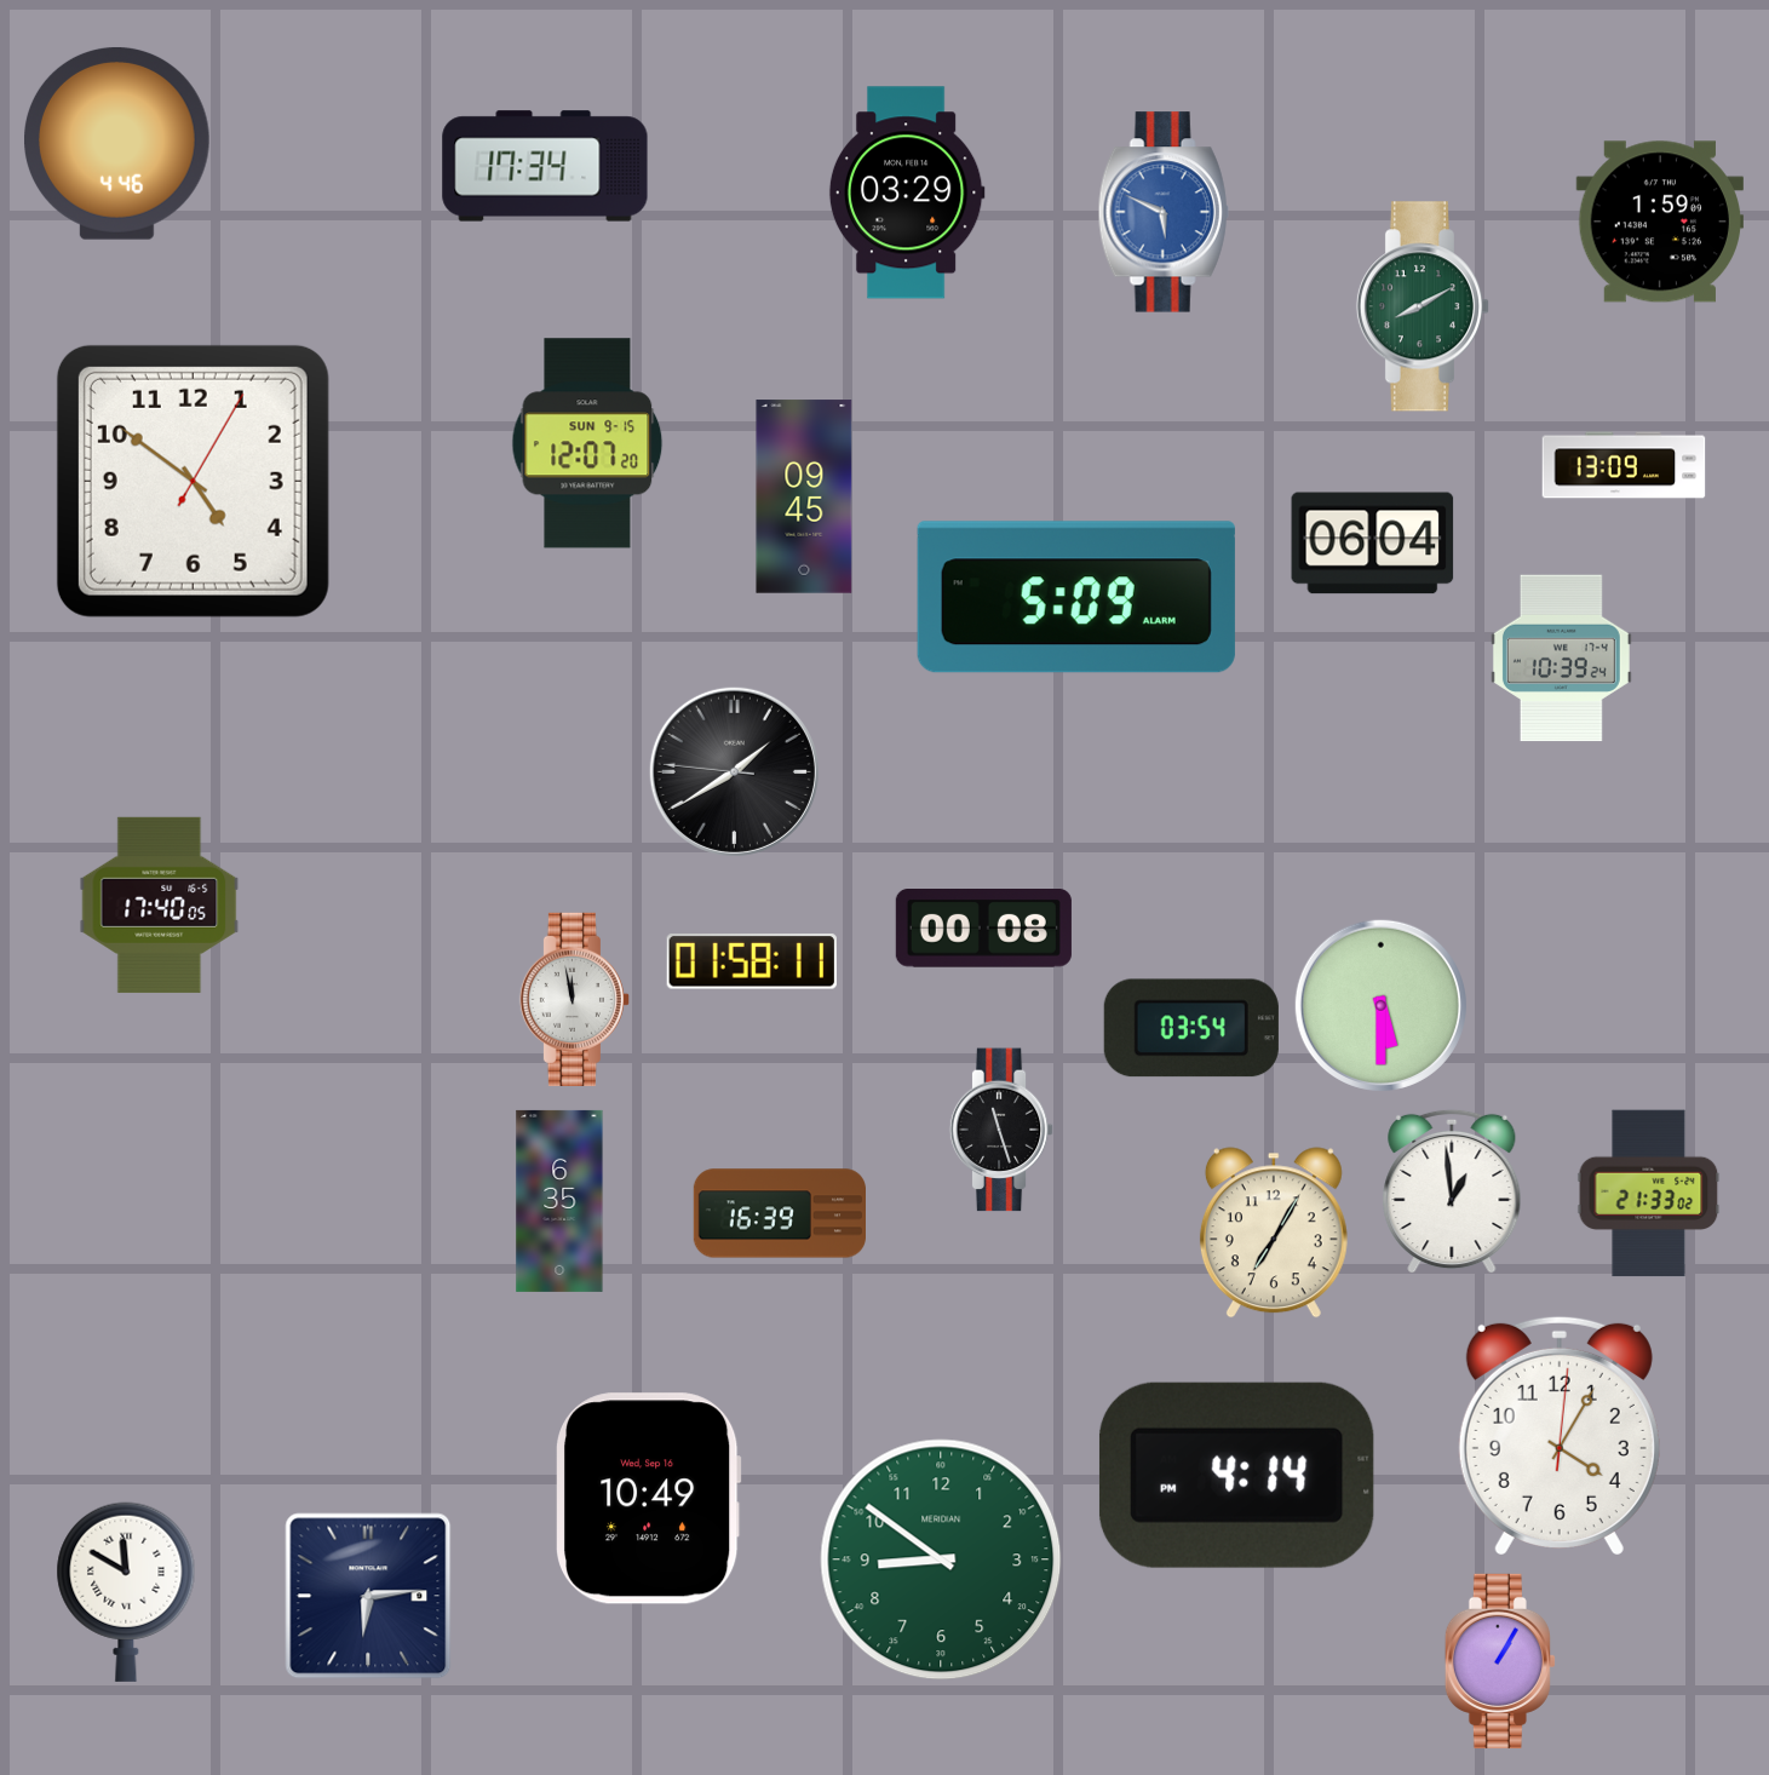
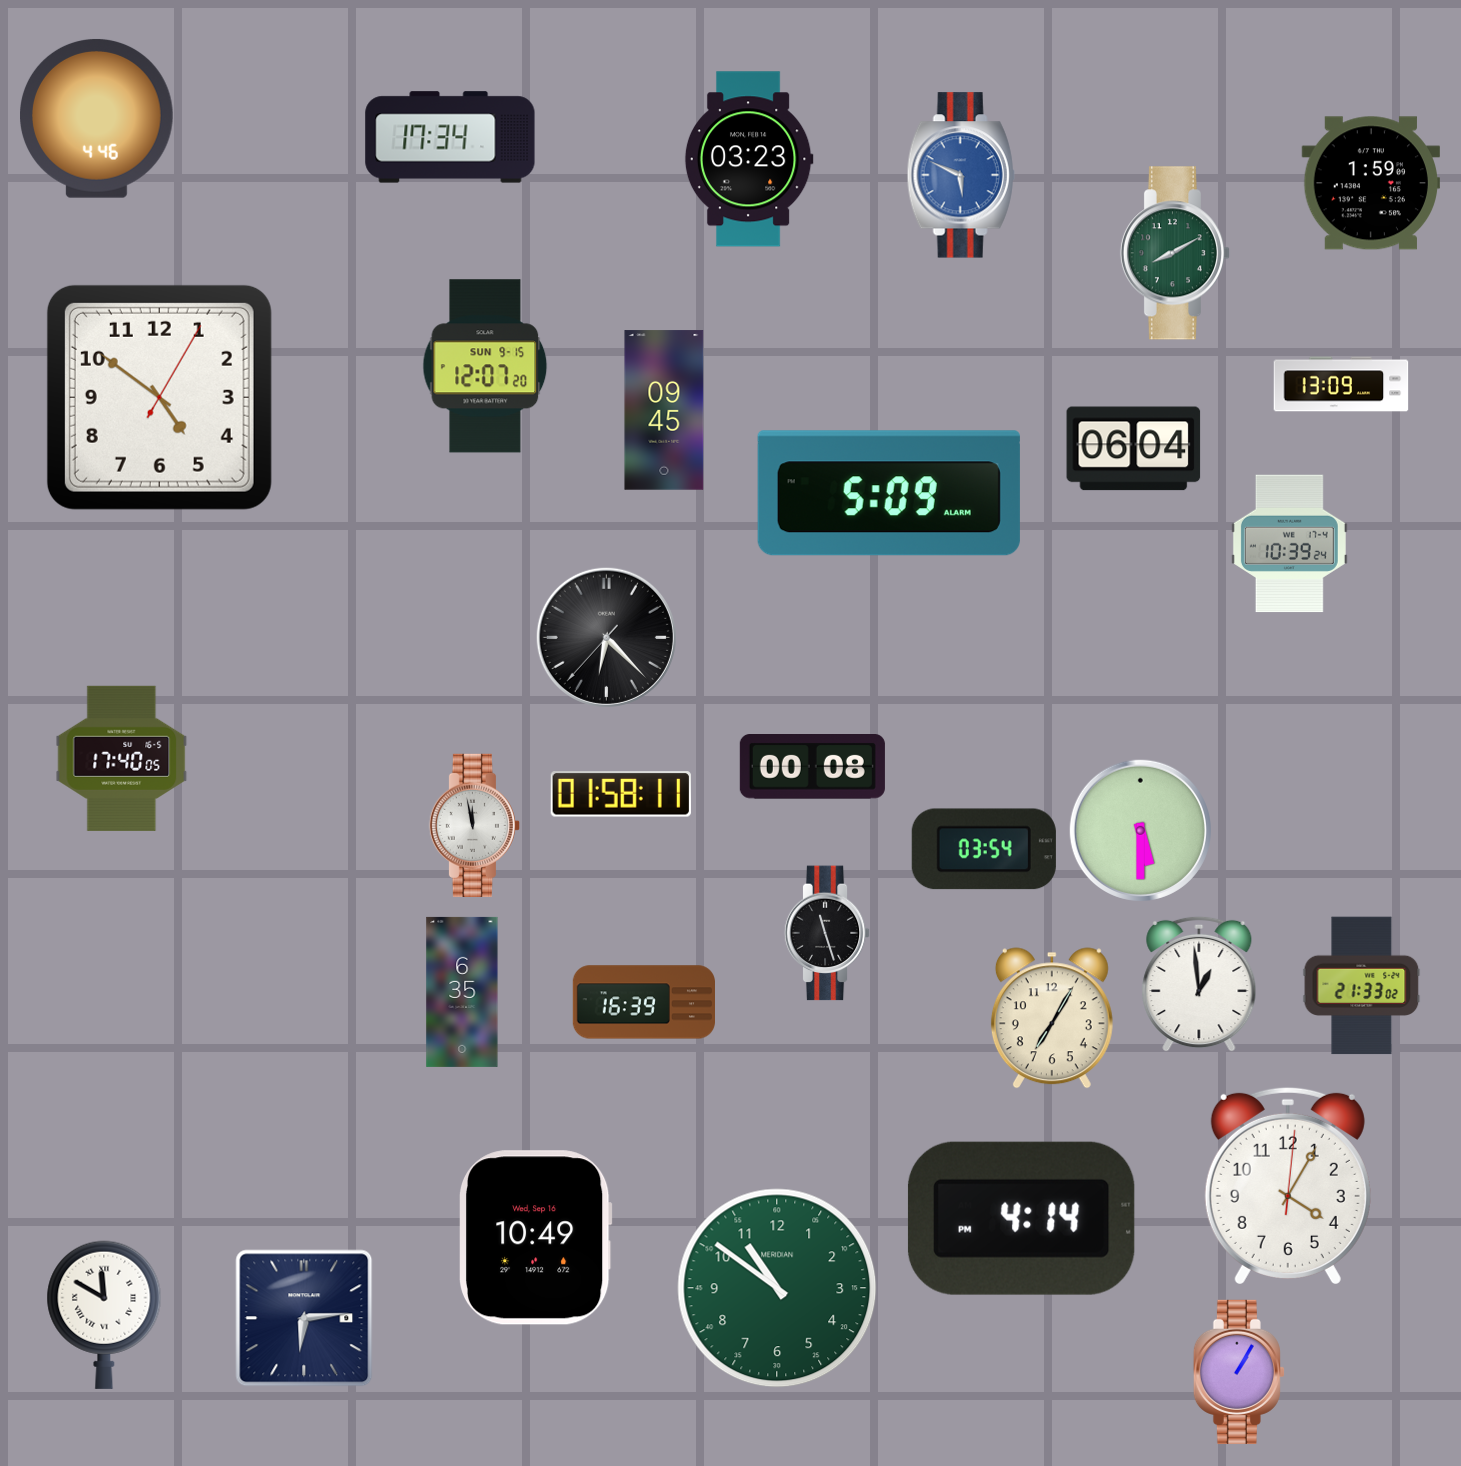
clock at (907, 193): 03:29 -> 03:23
clock at (734, 771): 1:39 -> 6:22
clock at (160, 904) position: (160, 904) -> (122, 758)
clock at (941, 1559): 8:51 -> 10:51
